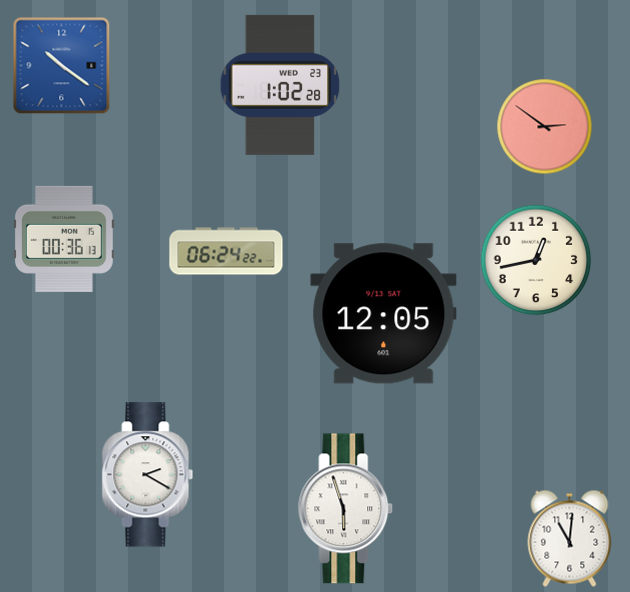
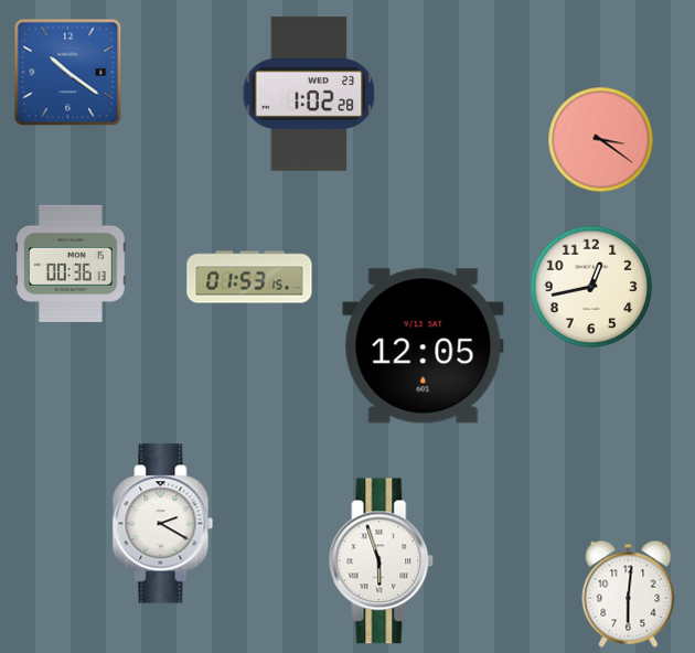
clock at (545, 127): 2:51 -> 3:21
clock at (226, 251): 06:24 -> 01:53
clock at (570, 538): 11:01 -> 6:01
